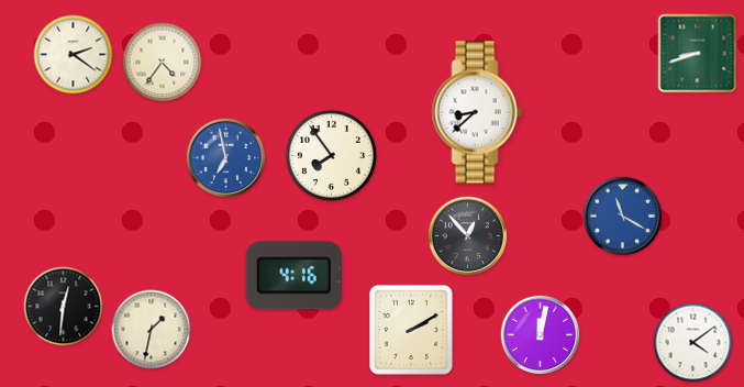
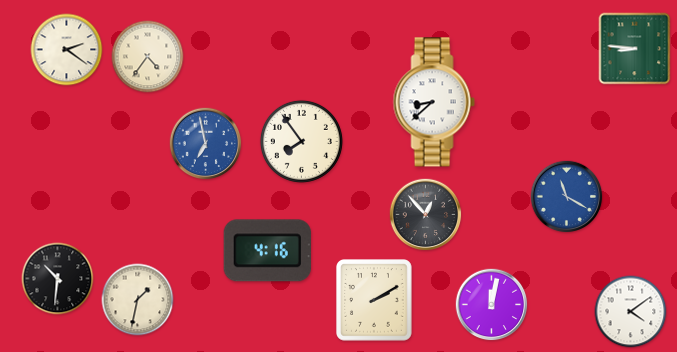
clock at (698, 54): 8:42 -> 8:46
clock at (64, 307): 12:31 -> 10:31
